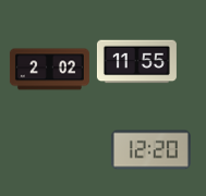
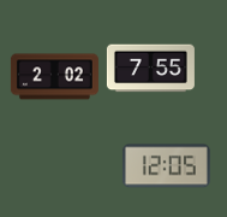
clock at (136, 62): 11:55 -> 7:55
clock at (150, 150): 12:20 -> 12:05
